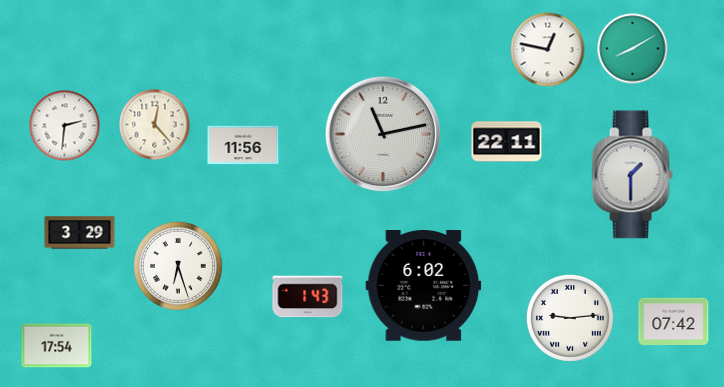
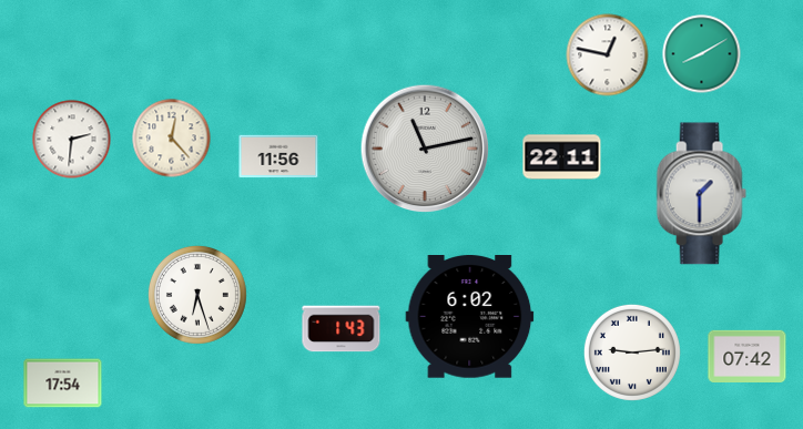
clock at (243, 145) position: (243, 145) -> (278, 156)
clock at (80, 233): 3:29 -> none
